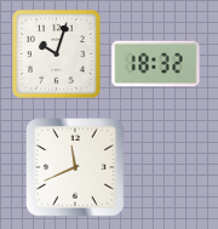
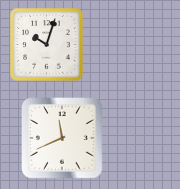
clock at (156, 64): 18:32 -> none
